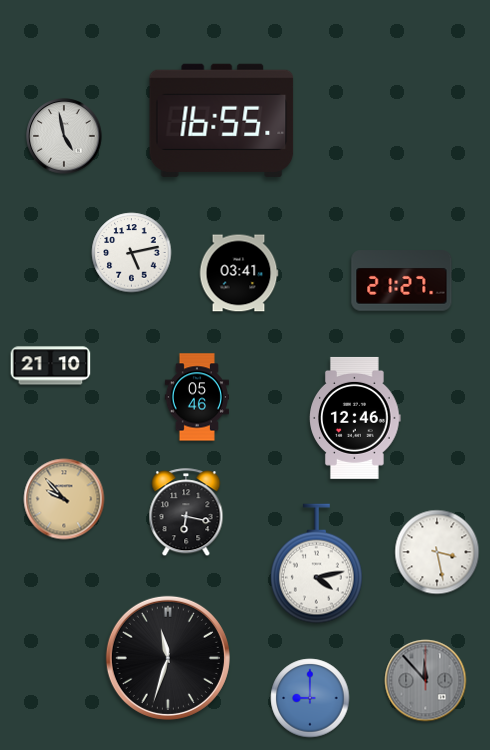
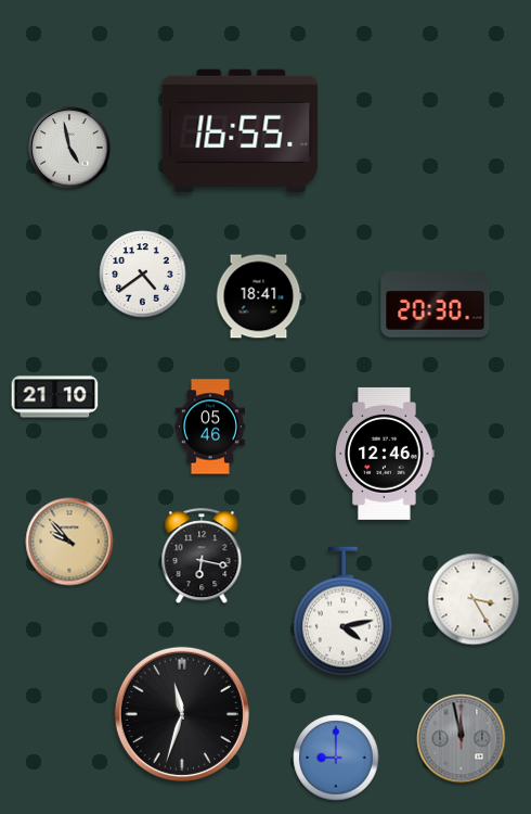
clock at (132, 253): 5:13 -> 4:39
clock at (239, 273): 03:41 -> 18:41
clock at (402, 281): 21:27 -> 20:30
clock at (196, 397) position: (196, 397) -> (209, 427)
clock at (437, 552): 3:28 -> 3:25
clock at (426, 681): 11:53 -> 11:58
